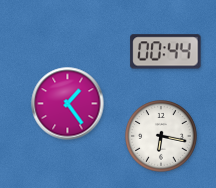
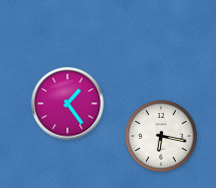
clock at (166, 52): 00:44 -> none
